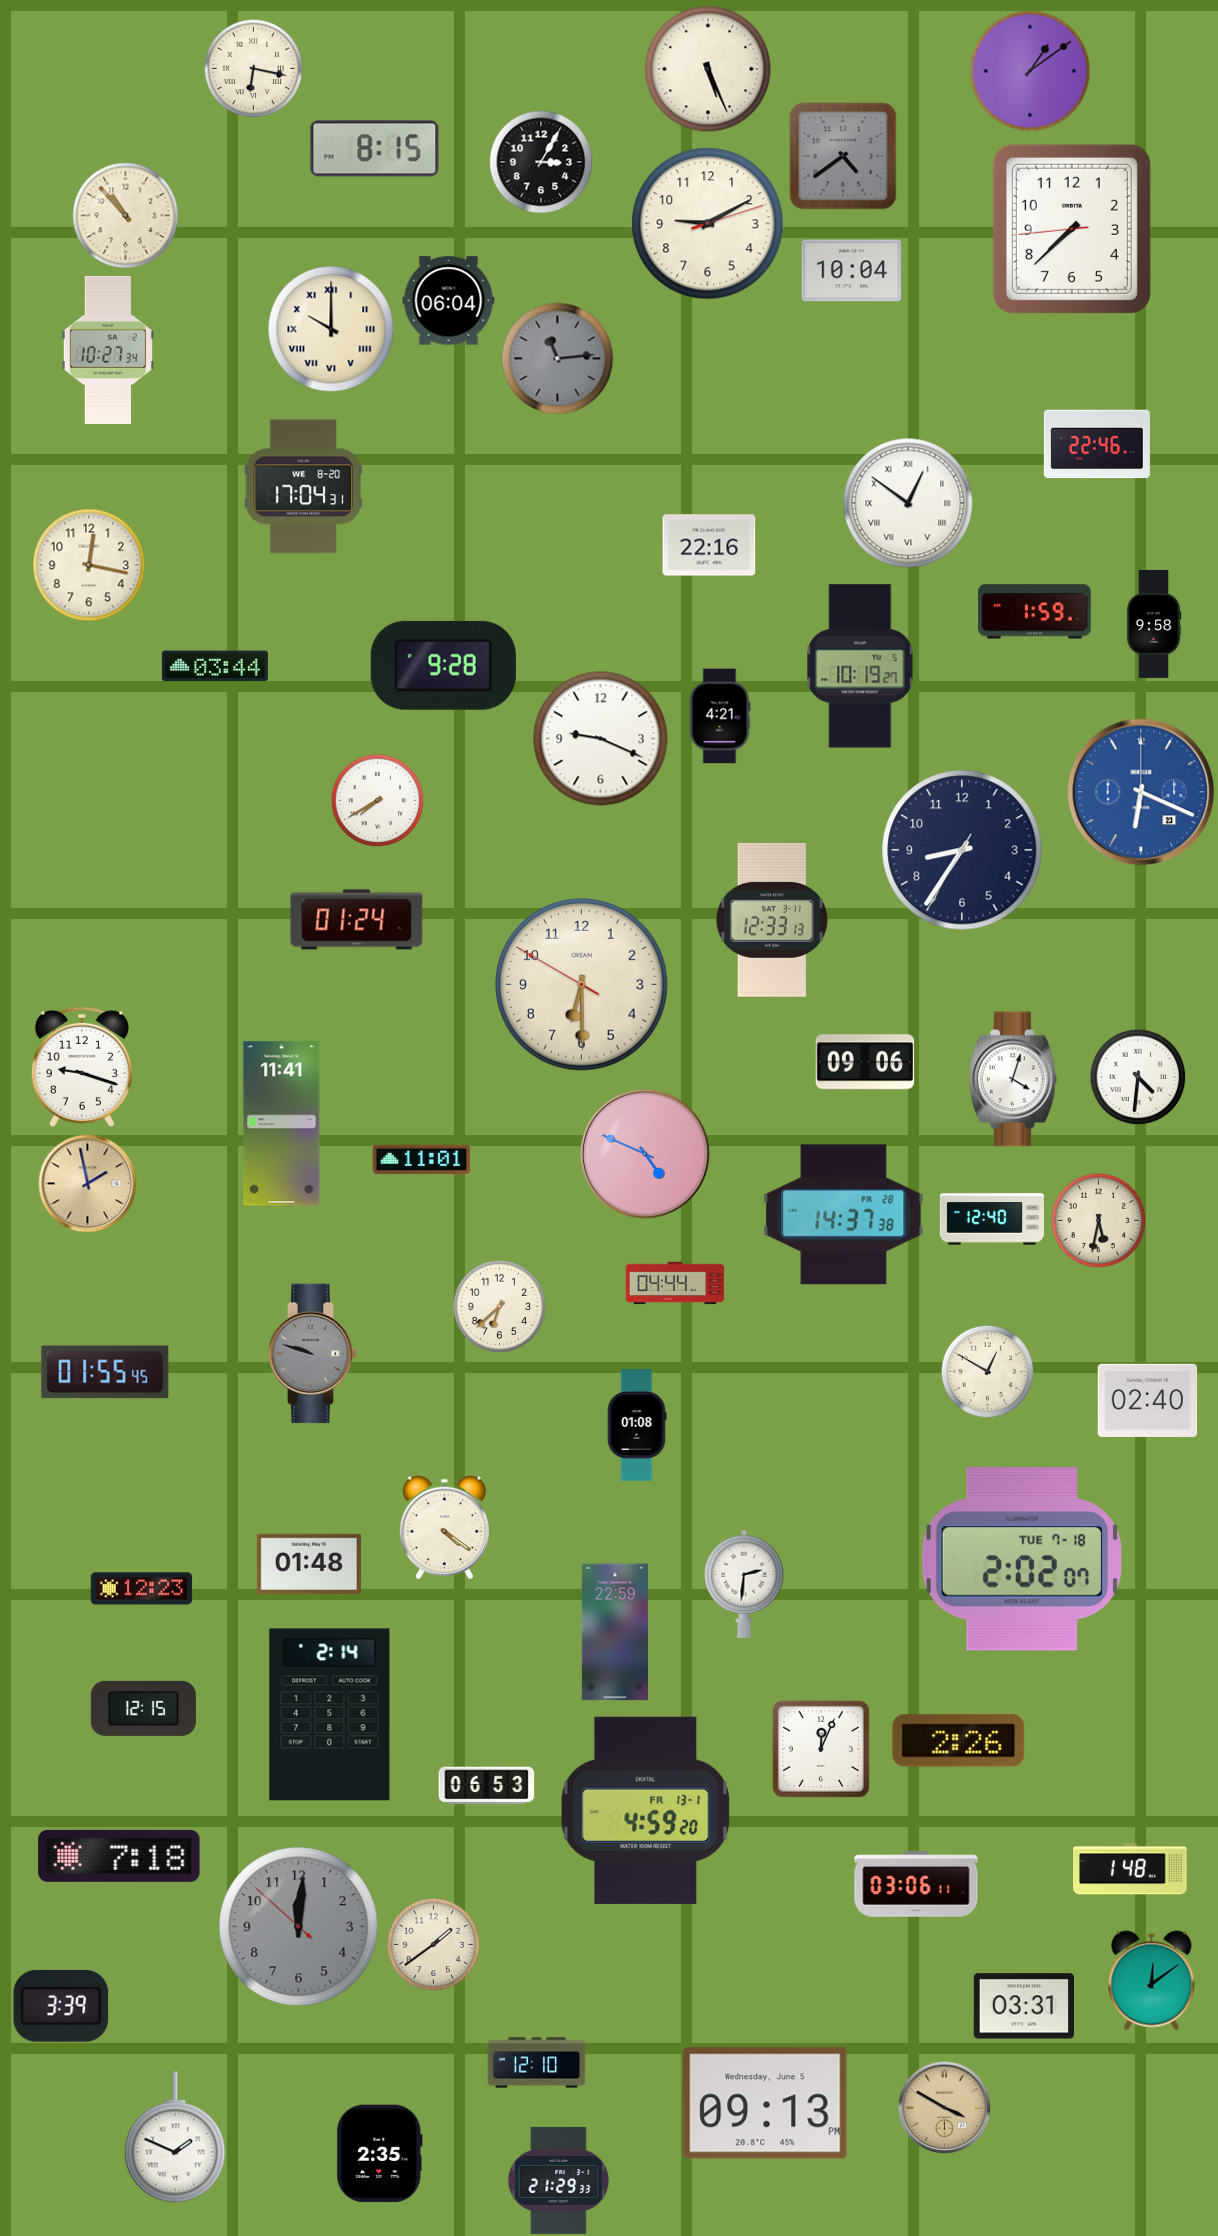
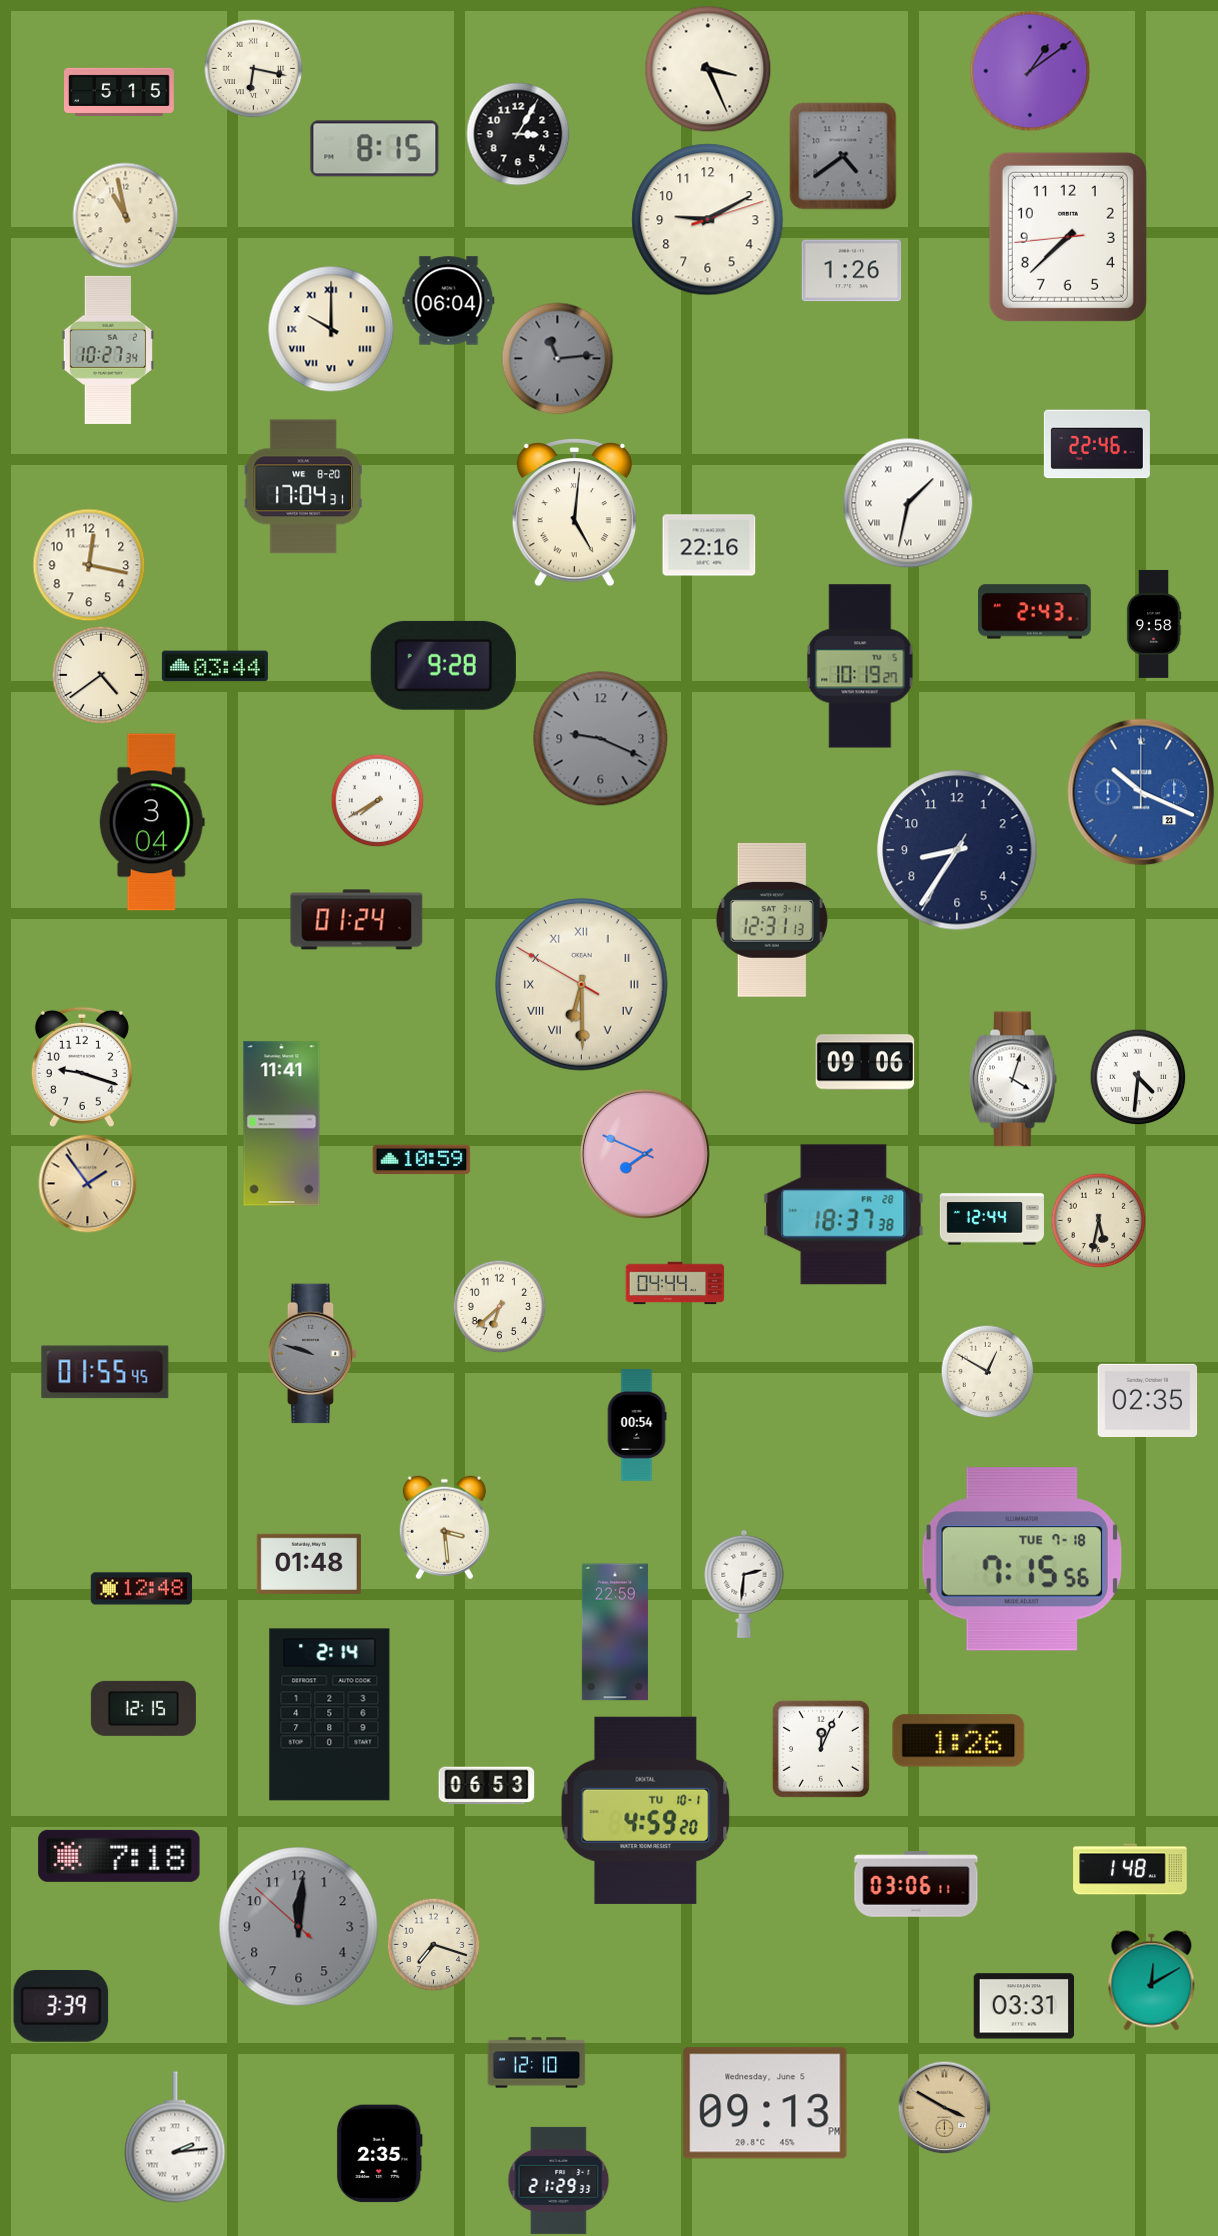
clock at (708, 69): 5:26 -> 3:26
clock at (120, 92): none -> 5:15
clock at (541, 162) position: (541, 162) -> (518, 134)
clock at (126, 216): 10:53 -> 10:58
clock at (708, 224) position: (708, 224) -> (708, 220)
clock at (1072, 229) position: (1072, 229) -> (1068, 237)
clock at (852, 271): 10:04 -> 1:26
clock at (908, 503): 12:51 -> 1:32
clock at (574, 513): none -> 5:01
clock at (1035, 612): 1:59 -> 2:43
clock at (101, 675): none -> 4:39
clock at (720, 716): 4:21 -> none
clock at (601, 739) dial: white -> grey
clock at (1141, 792): 6:19 -> 10:19
clock at (152, 822): none -> 3:04
clock at (962, 850) position: (962, 850) -> (957, 850)
clock at (772, 920): 12:33 -> 12:31
clock at (582, 985) numerals: Arabic -> Roman
clock at (645, 1154): 4:49 -> 7:49
clock at (422, 1160): 11:01 -> 10:59
clock at (88, 1184): 1:58 -> 1:54
clock at (844, 1215): 14:37 -> 18:37
clock at (992, 1219): 12:40 -> 12:44
clock at (1148, 1400): 02:40 -> 02:35
clock at (637, 1425): 01:08 -> 00:54
clock at (444, 1528): 4:21 -> 3:29
clock at (1022, 1559): 2:02 -> 7:15
clock at (142, 1589): 12:23 -> 12:48
clock at (959, 1741): 2:26 -> 1:26
clock at (646, 1810) date: FR 13-1 -> TU 10-1
clock at (433, 1944): 1:39 -> 7:18
clock at (1152, 1981): 12:09 -> 12:10
clock at (175, 2137): 1:49 -> 2:14
